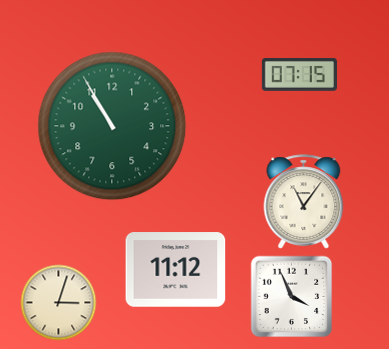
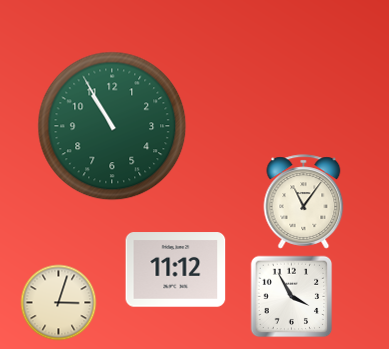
clock at (299, 75): 07:15 -> none
clock at (292, 297): 3:56 -> 3:55
